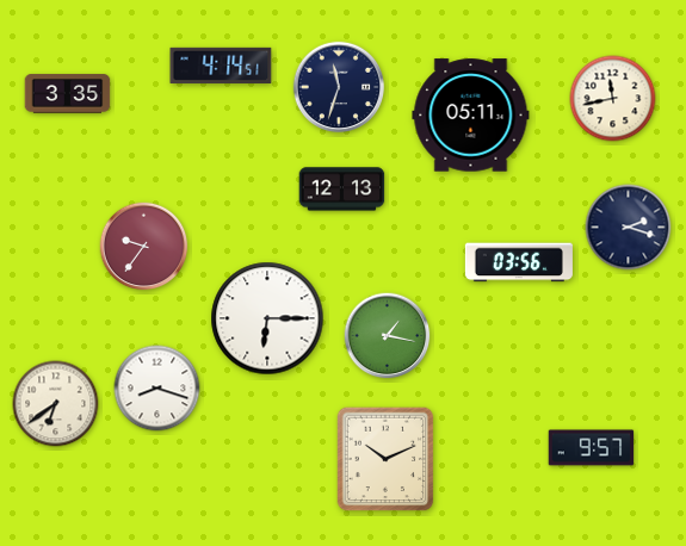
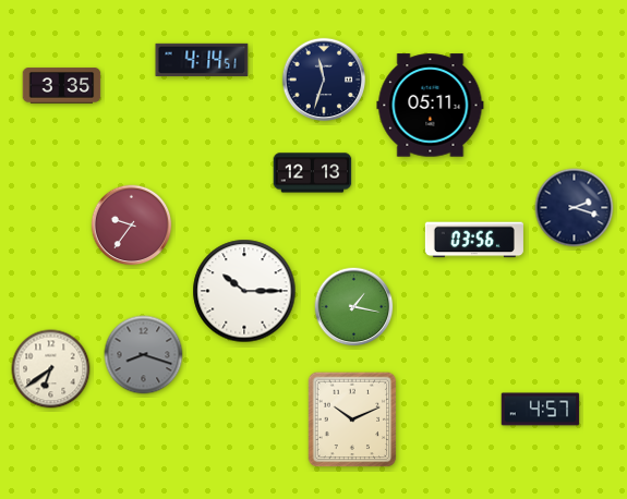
clock at (339, 87) position: (339, 87) -> (324, 80)
clock at (613, 99): 11:43 -> none
clock at (267, 318): 6:15 -> 10:15
clock at (157, 389) dial: white -> grey
clock at (592, 448): 9:57 -> 4:57
